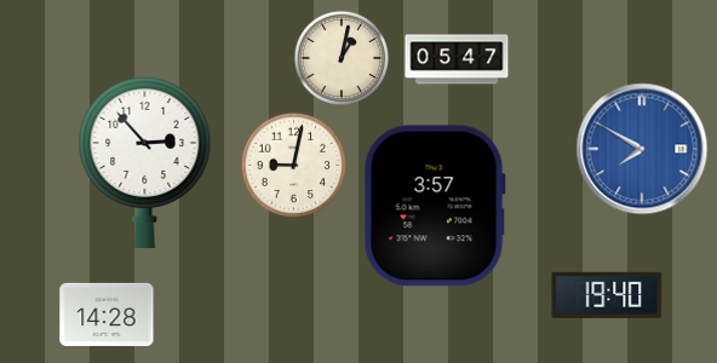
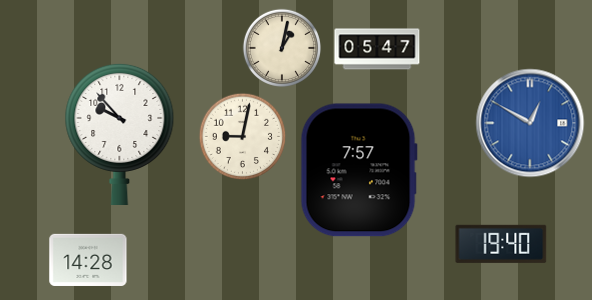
clock at (642, 149): 7:50 -> 12:50
clock at (145, 161): 2:53 -> 9:53
clock at (435, 206): 3:57 -> 7:57
